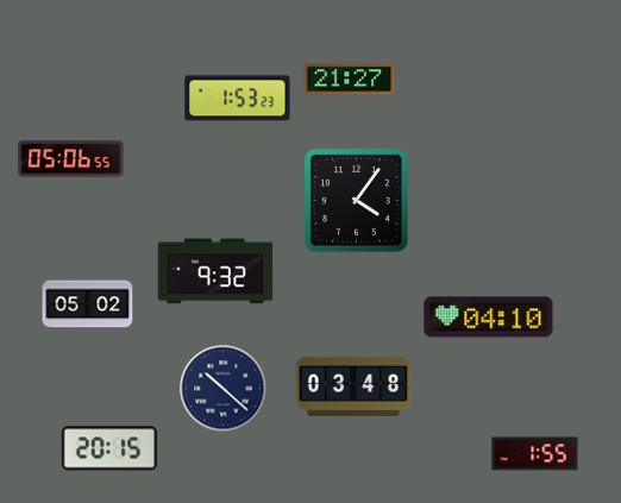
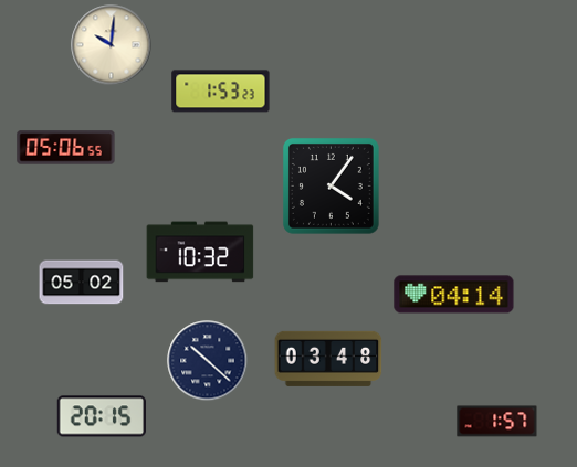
clock at (112, 45): none -> 10:01
clock at (350, 80): 21:27 -> none
clock at (215, 271): 9:32 -> 10:32
clock at (489, 317): 04:10 -> 04:14
clock at (535, 454): 1:55 -> 1:57
